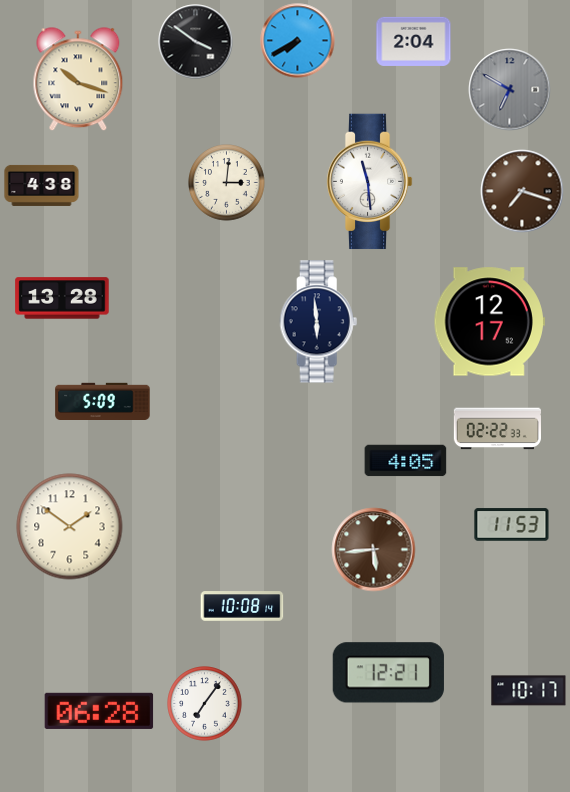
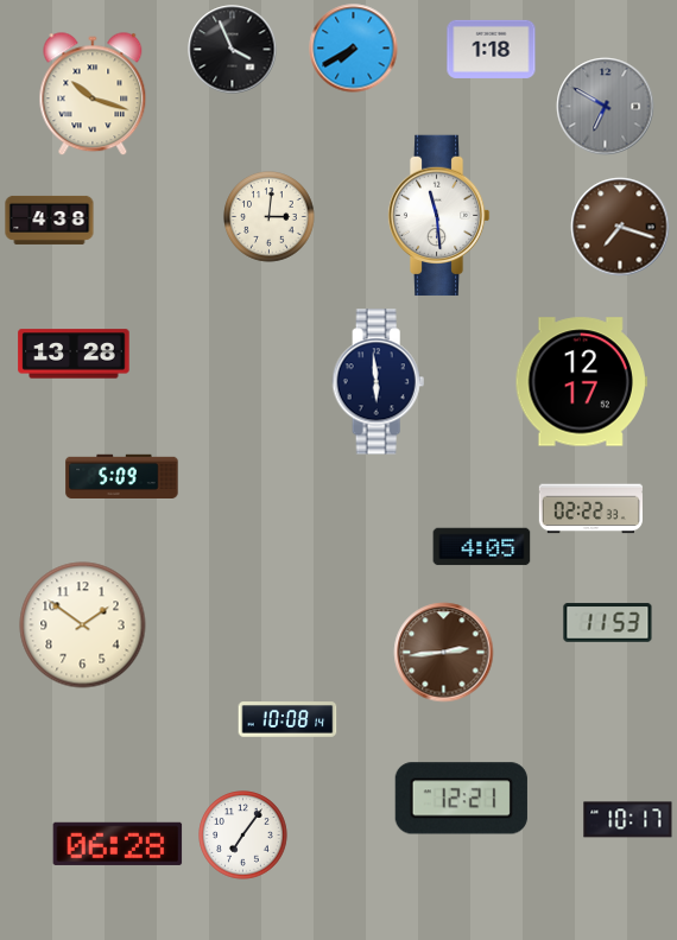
clock at (414, 41): 2:04 -> 1:18
clock at (196, 42): 3:51 -> 3:56
clock at (374, 550): 5:44 -> 2:44
